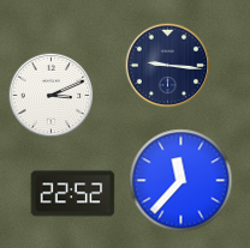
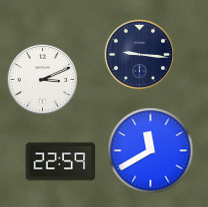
clock at (181, 181): 11:37 -> 11:40
clock at (73, 194): 22:52 -> 22:59
